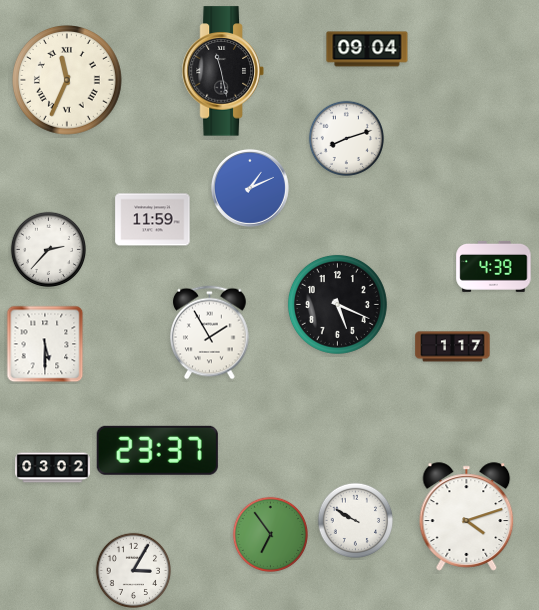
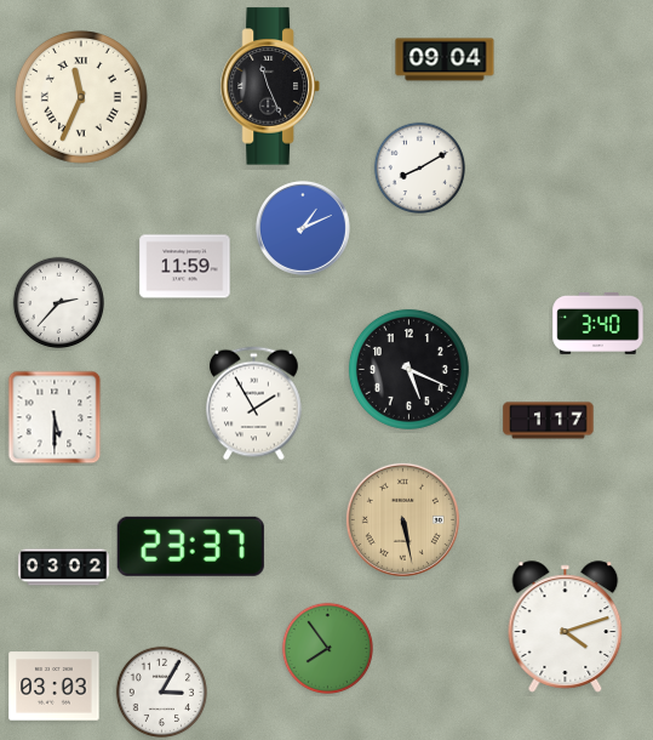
clock at (223, 71): 11:28 -> 11:26
clock at (346, 138): 8:12 -> 8:10
clock at (494, 266): 4:39 -> 3:40
clock at (402, 519): none -> 5:28
clock at (355, 520): 9:50 -> none
clock at (270, 534): 6:54 -> 7:54
clock at (55, 687): none -> 03:03
